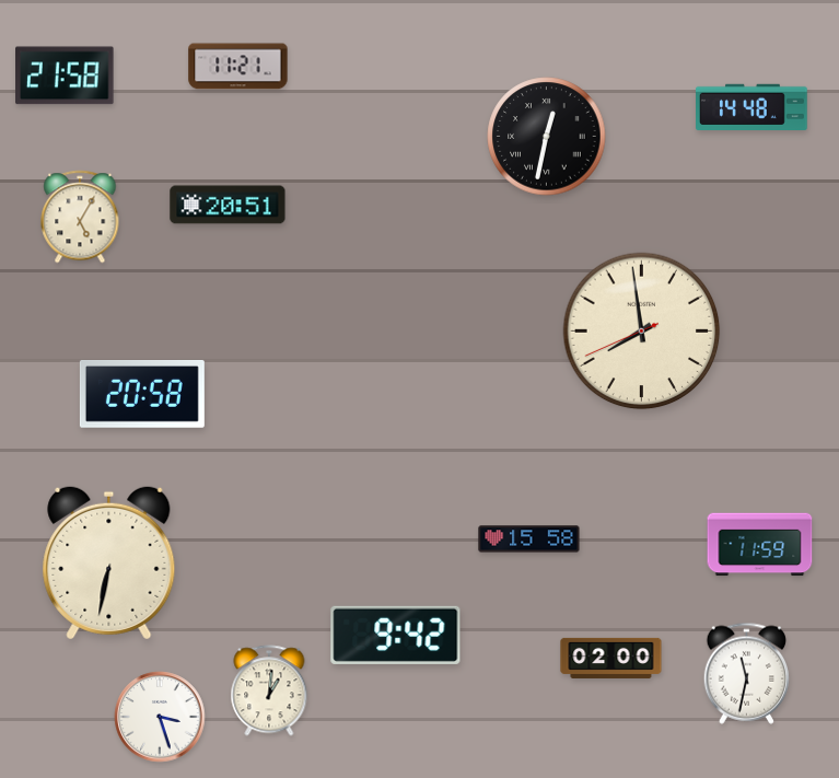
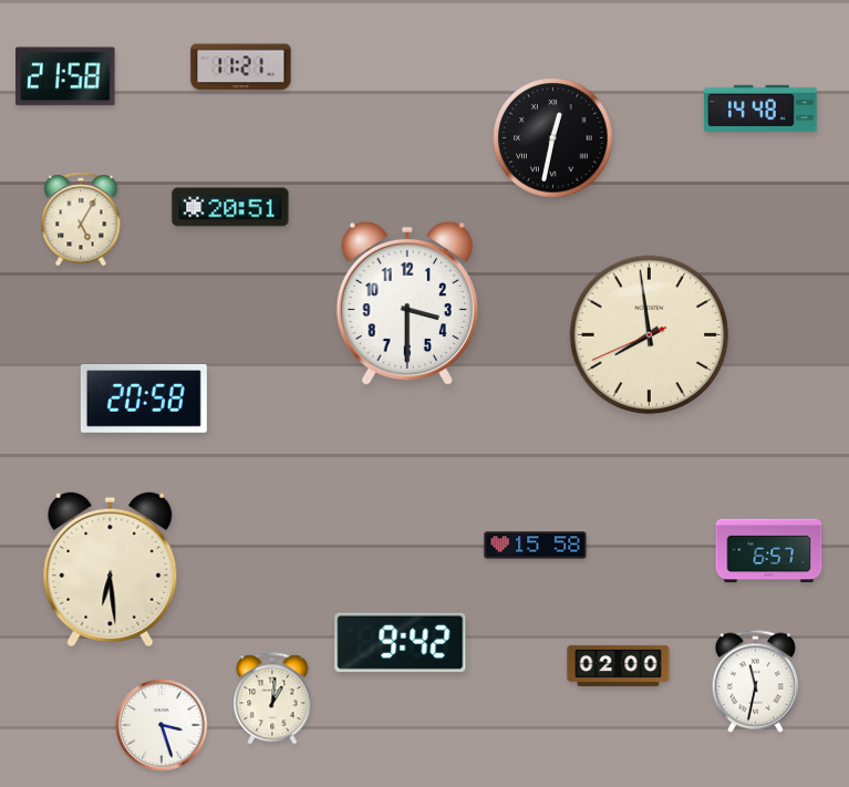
clock at (407, 303): none -> 3:30
clock at (760, 545): 11:59 -> 6:57
clock at (109, 564): 6:32 -> 6:29
